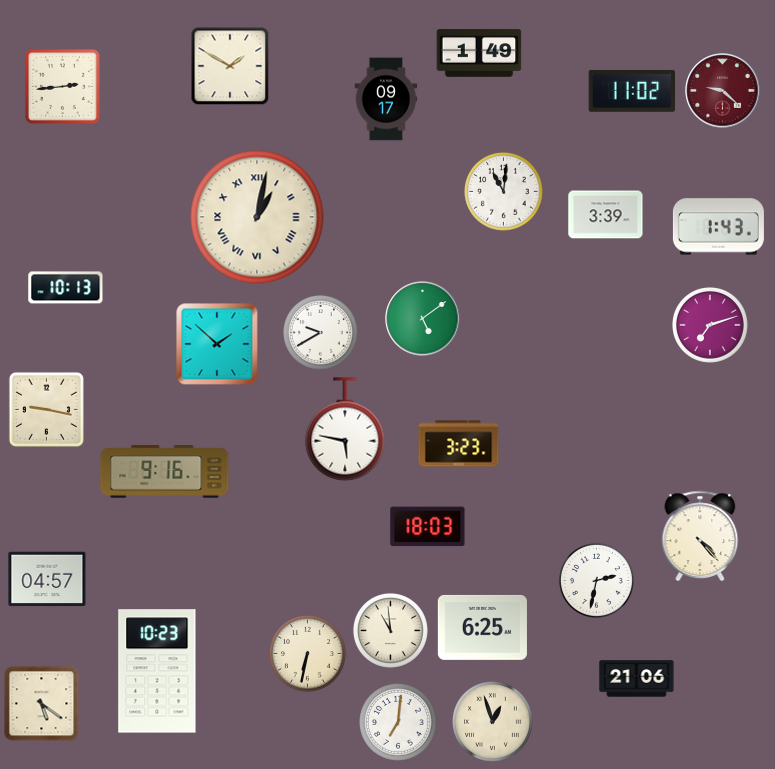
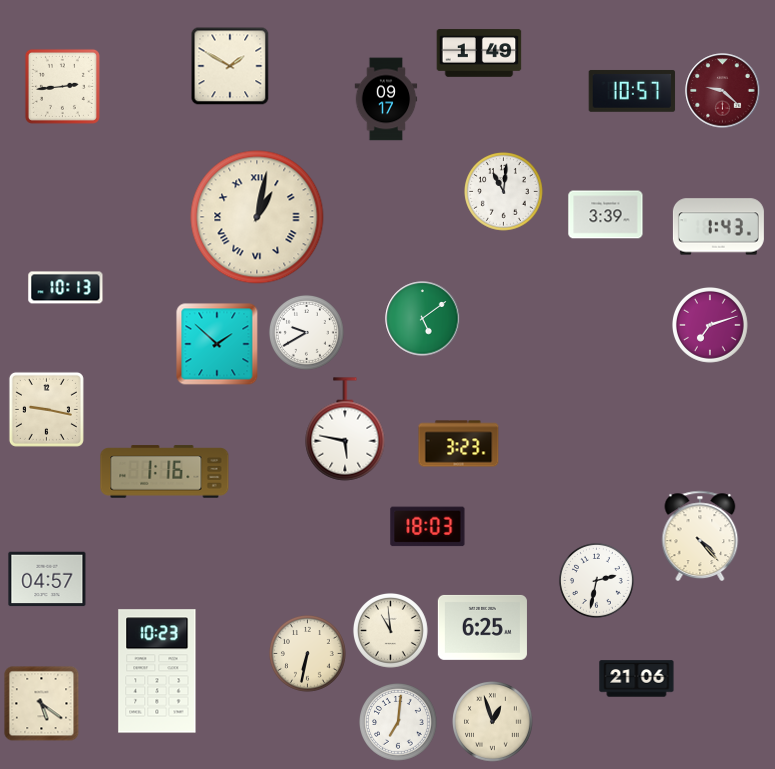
clock at (632, 91): 11:02 -> 10:57
clock at (320, 332) position: (320, 332) -> (306, 332)
clock at (165, 472): 9:16 -> 1:16
